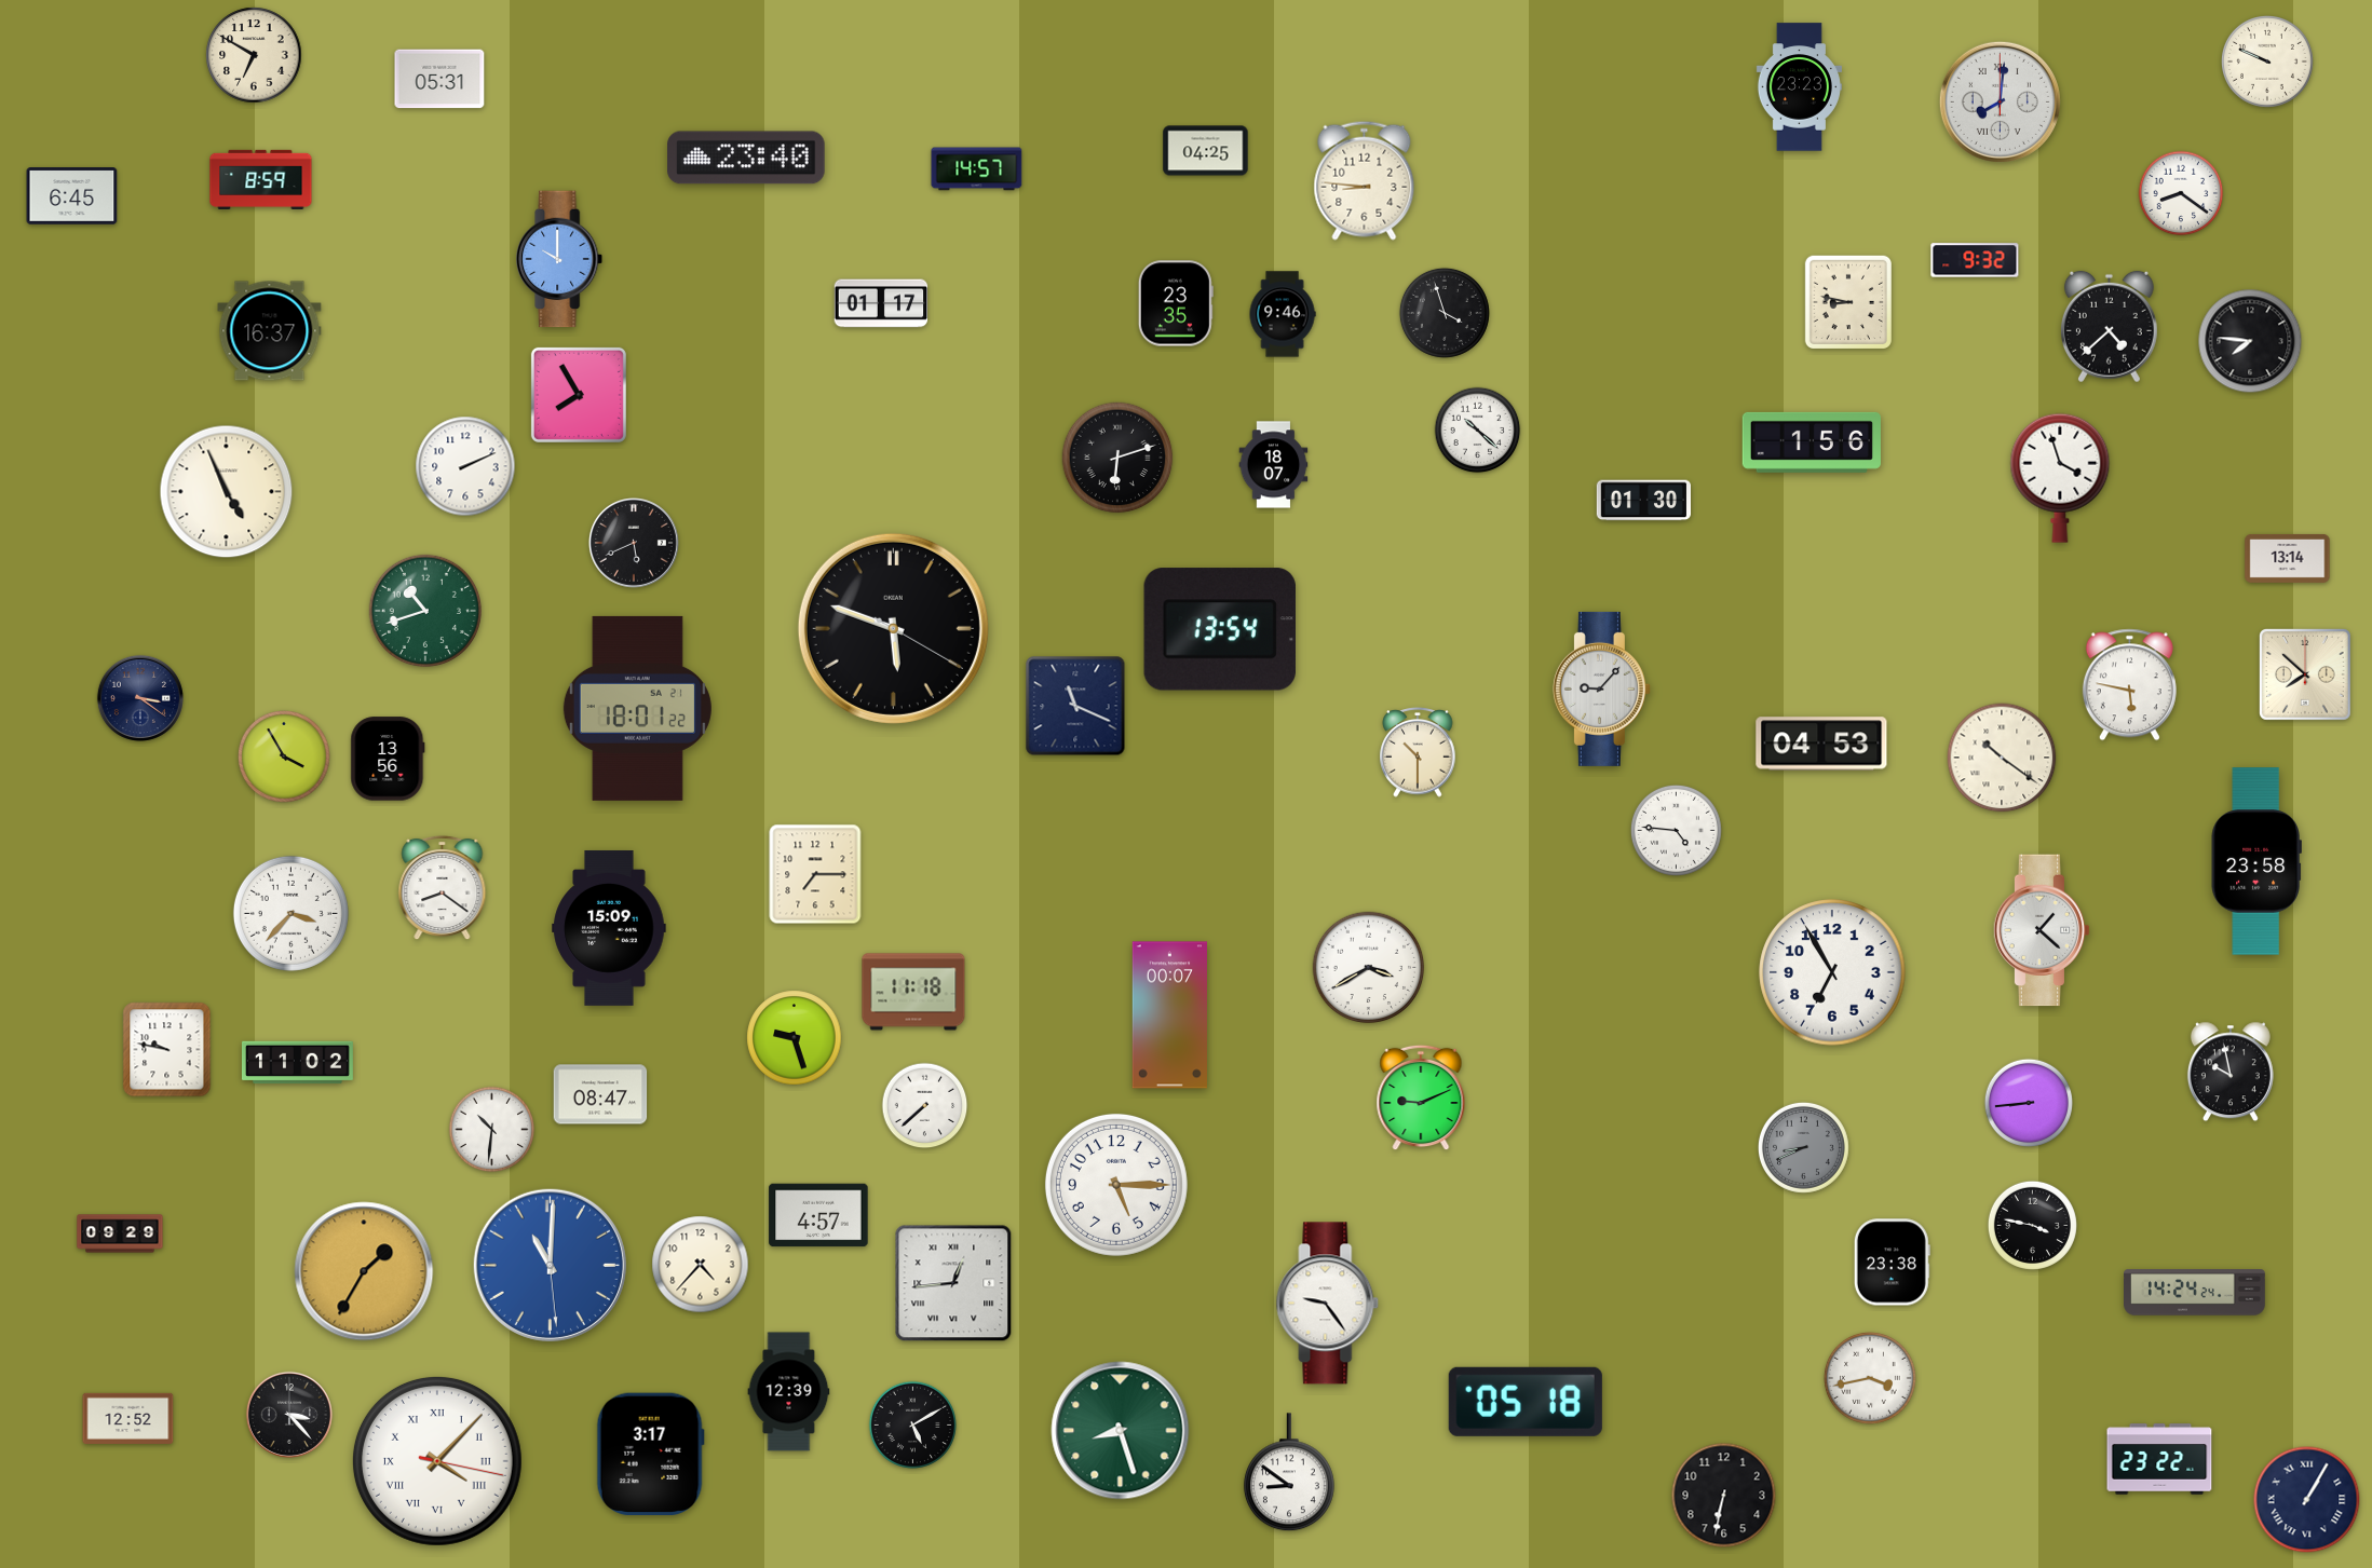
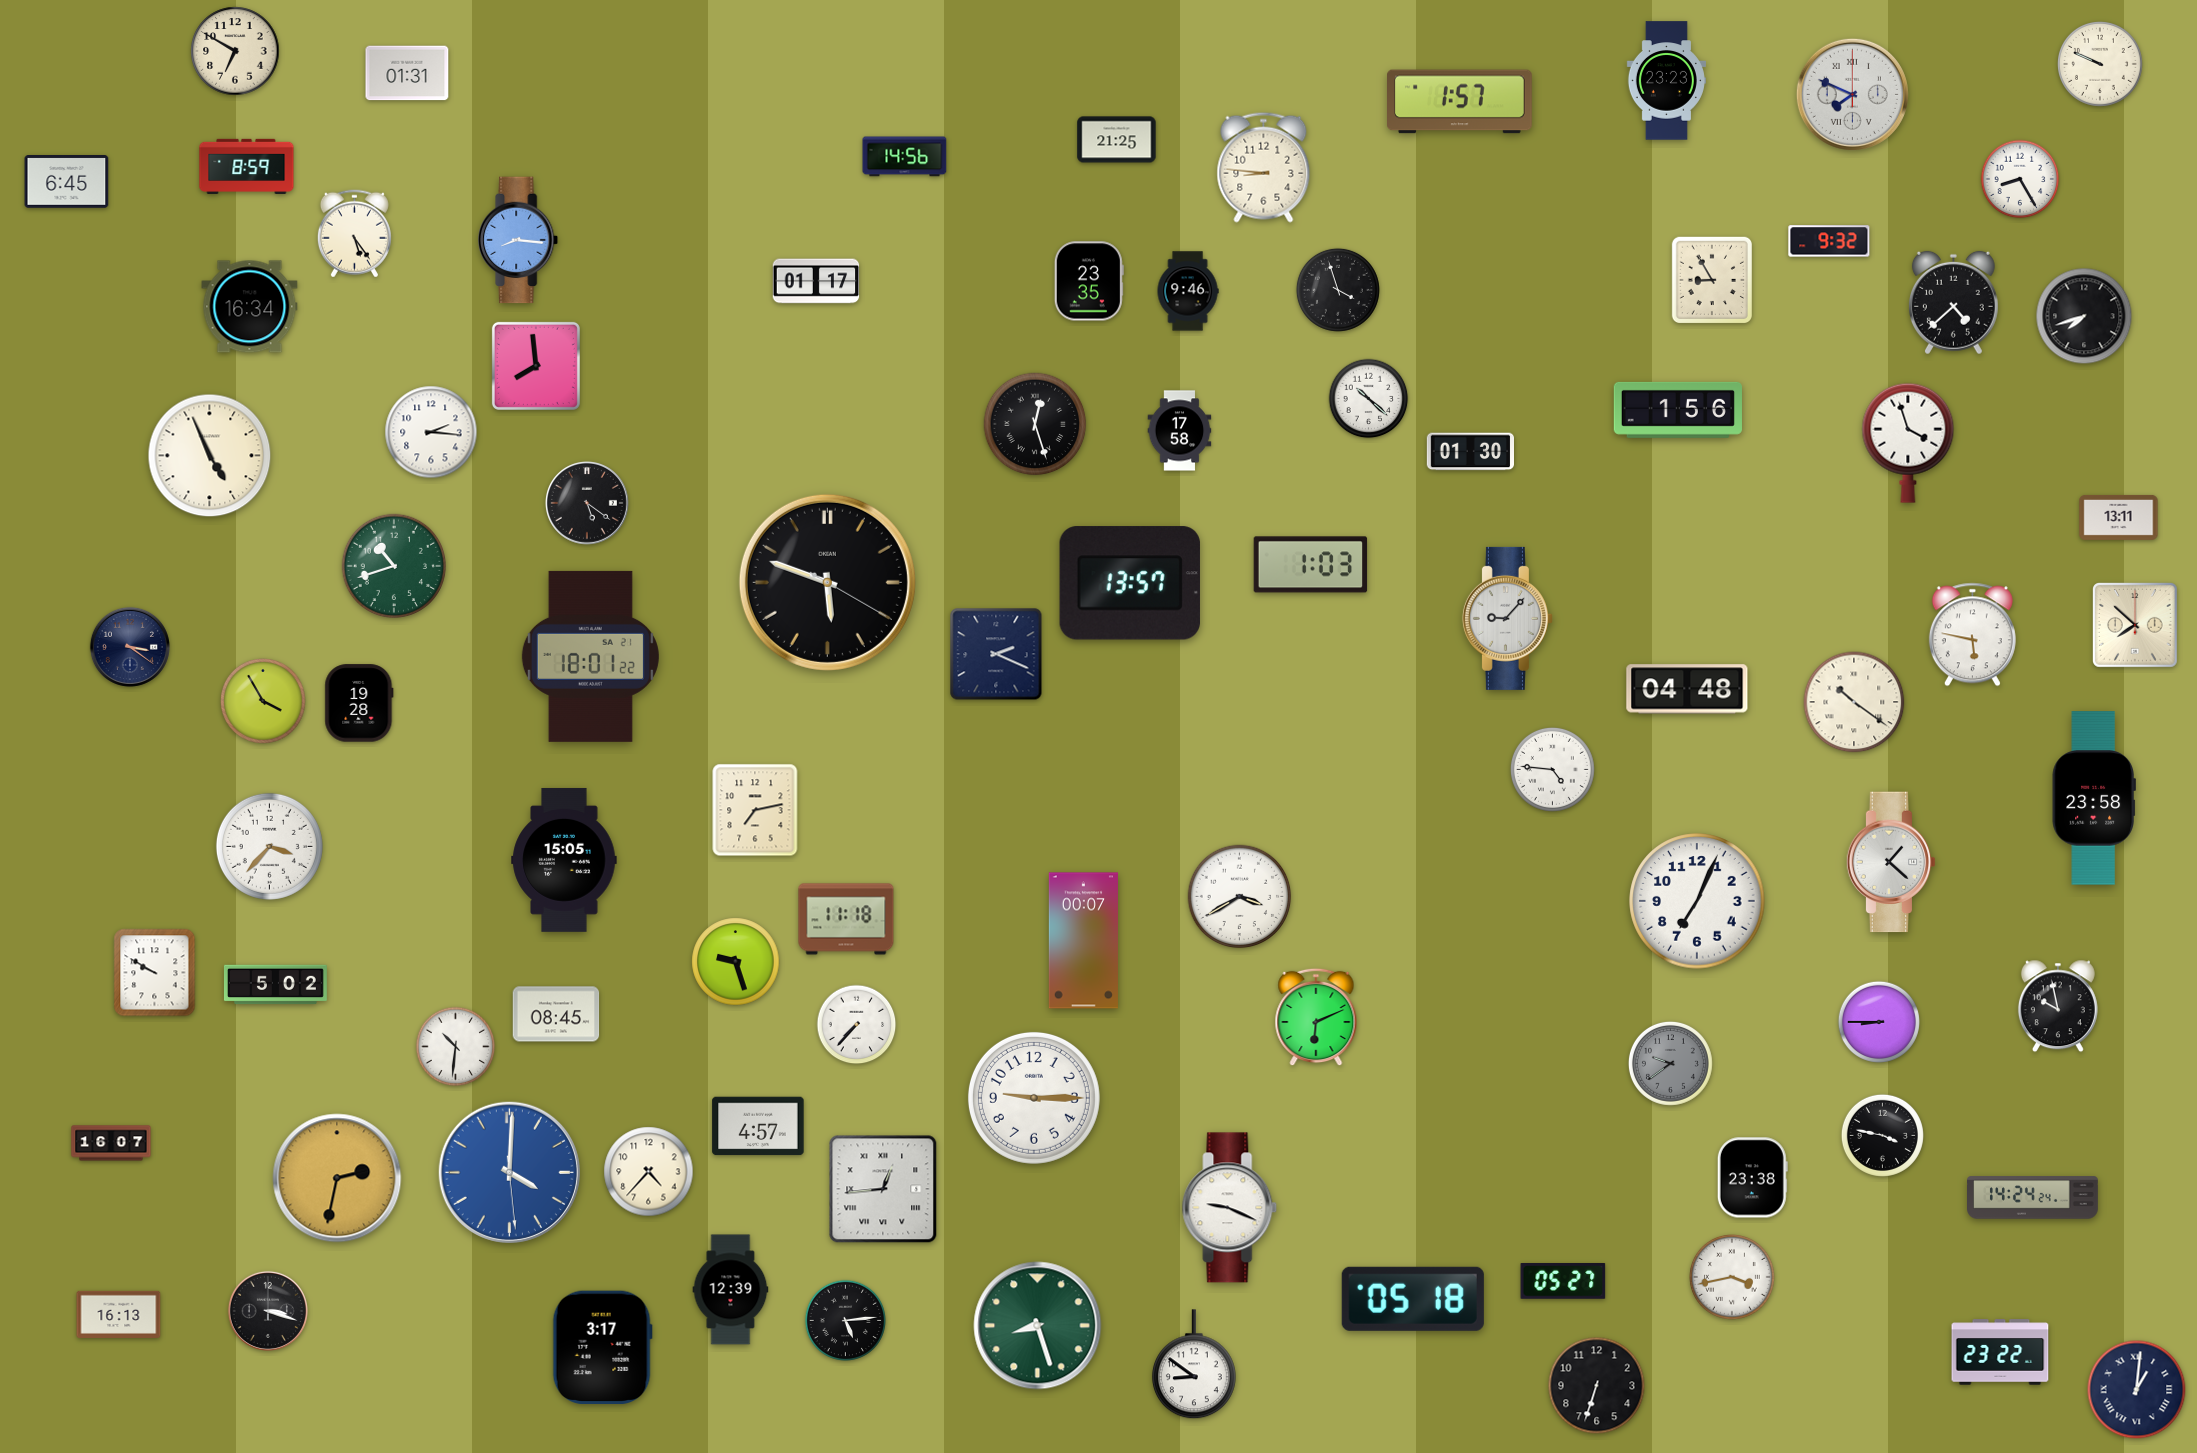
clock at (2268, 63) position: (2268, 63) -> (2101, 65)
clock at (439, 79): 05:31 -> 01:31
clock at (2000, 101): 8:01 -> 7:49
clock at (1460, 102): none -> 1:57
clock at (1206, 151): 04:25 -> 21:25
clock at (746, 158): 23:40 -> none
clock at (977, 169): 14:57 -> 14:56
clock at (261, 179) position: (261, 179) -> (247, 166)
clock at (2181, 193): 8:21 -> 8:25
clock at (354, 234): none -> 5:24
clock at (560, 259): 10:00 -> 8:16
clock at (1847, 301): 8:47 -> 8:55
clock at (270, 331): 16:37 -> 16:34
clock at (2250, 341): 7:46 -> 7:42
clock at (579, 395): 7:55 -> 7:59
clock at (1117, 458): 6:12 -> 12:27
clock at (1274, 465): 18:07 -> 17:58
clock at (465, 466): 2:11 -> 2:16
clock at (1643, 501) position: (1643, 501) -> (1470, 452)
clock at (634, 543): 5:41 -> 5:21
clock at (2288, 558): 13:14 -> 13:11
clock at (1311, 565): none -> 1:03
clock at (1220, 629): 13:54 -> 13:57
clock at (1601, 688) position: (1601, 688) -> (1507, 618)
clock at (1075, 706): 11:19 -> 2:19
clock at (1821, 744): 04:53 -> 04:48
clock at (1418, 752): 10:30 -> none
clock at (388, 759): 13:56 -> 19:28
clock at (2256, 861) position: (2256, 861) -> (2094, 798)
clock at (815, 874): 7:15 -> 7:13
clock at (443, 888): 8:21 -> none
clock at (609, 928): 15:09 -> 15:05
clock at (1369, 968) position: (1369, 968) -> (1240, 897)
clock at (1832, 972): 6:55 -> 7:04
clock at (167, 1050): 9:47 -> 9:50
clock at (297, 1063): 11:02 -> 5:02
clock at (2231, 1072) position: (2231, 1072) -> (2058, 1006)
clock at (600, 1094): 08:47 -> 08:45
clock at (1421, 1097): 9:11 -> 6:11
clock at (2029, 1103): 8:44 -> 8:45
clock at (925, 1106): 7:38 -> 7:37
clock at (1803, 1147): 8:41 -> 9:39
clock at (1116, 1185): 5:15 -> 9:15
clock at (120, 1233): 09:29 -> 16:07
clock at (1892, 1263) position: (1892, 1263) -> (1752, 1178)
clock at (550, 1265): 11:00 -> 4:00
clock at (364, 1271): 1:35 -> 2:32
clock at (1328, 1304): 9:24 -> 9:19
clock at (1563, 1282): none -> 05:27
clock at (289, 1415): 3:23 -> 3:18
clock at (128, 1418): 12:52 -> 16:13
clock at (913, 1426): 5:10 -> 5:14
clock at (437, 1461): 4:07 -> none
clock at (1724, 1496): 6:32 -> 6:33
clock at (2307, 1500): 1:05 -> 1:01
